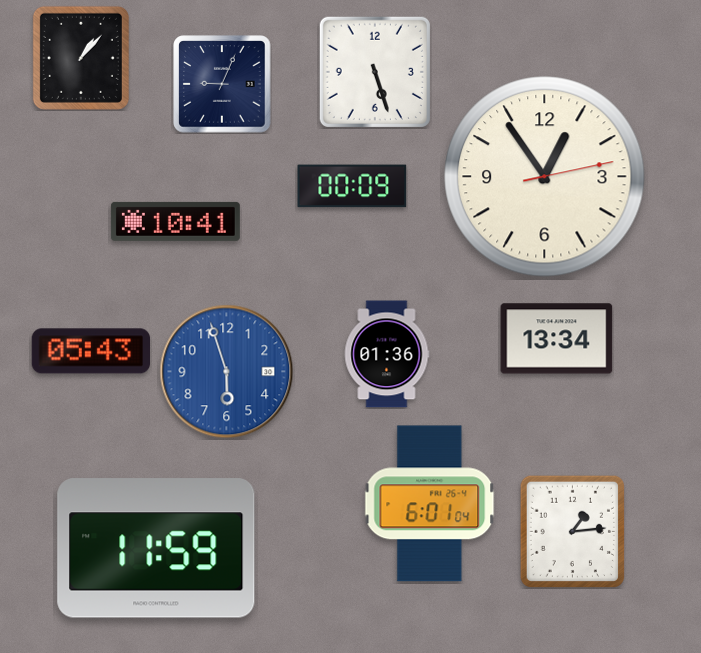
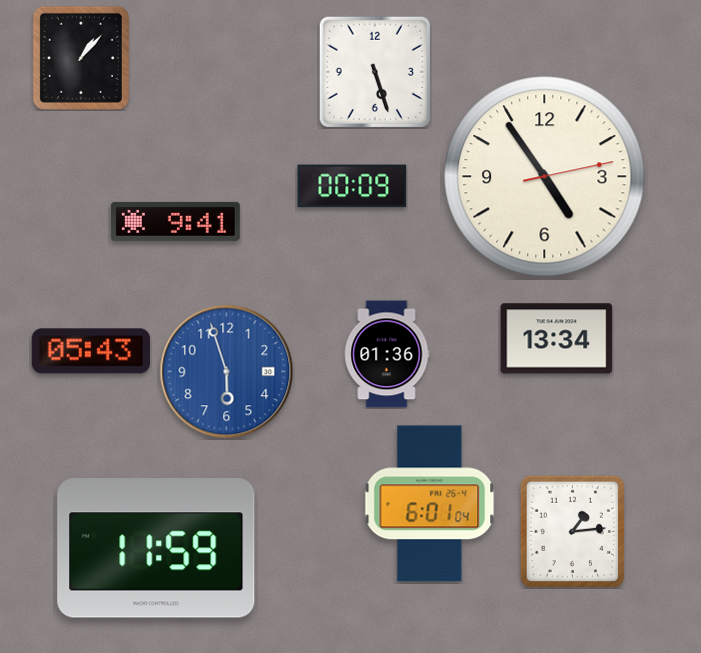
clock at (222, 84): 9:04 -> none
clock at (545, 177): 12:54 -> 4:54
clock at (175, 221): 10:41 -> 9:41
